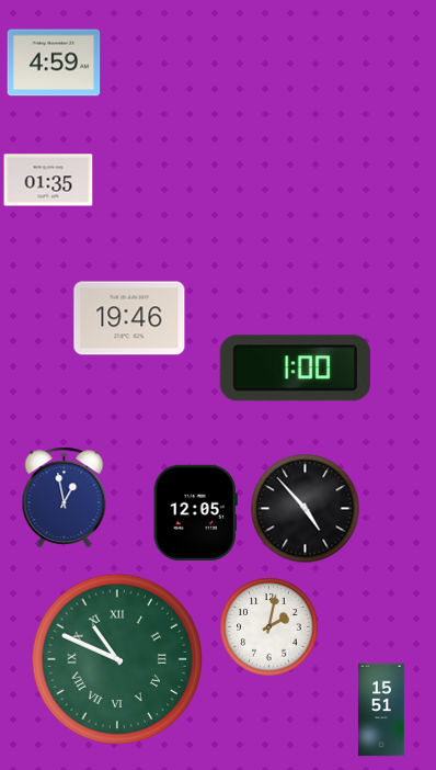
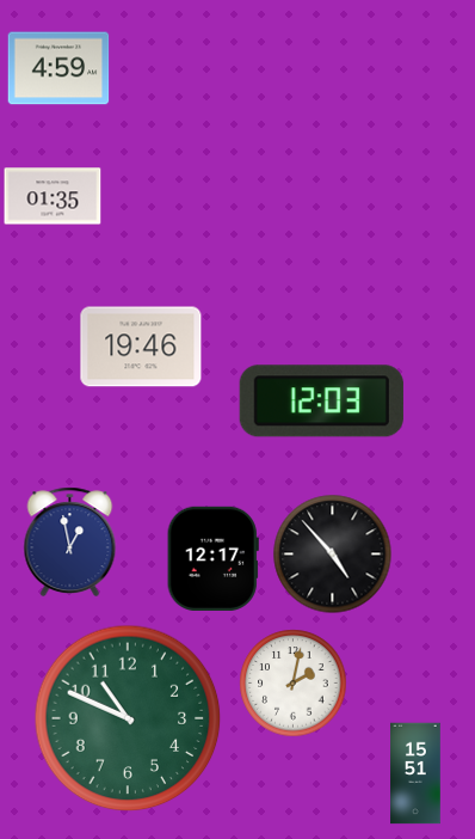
clock at (295, 369): 1:00 -> 12:03
clock at (195, 512): 12:05 -> 12:17
clock at (117, 659) numerals: Roman -> Arabic
